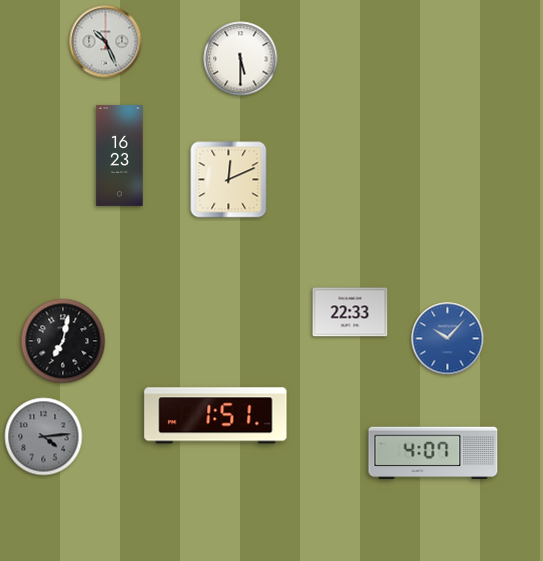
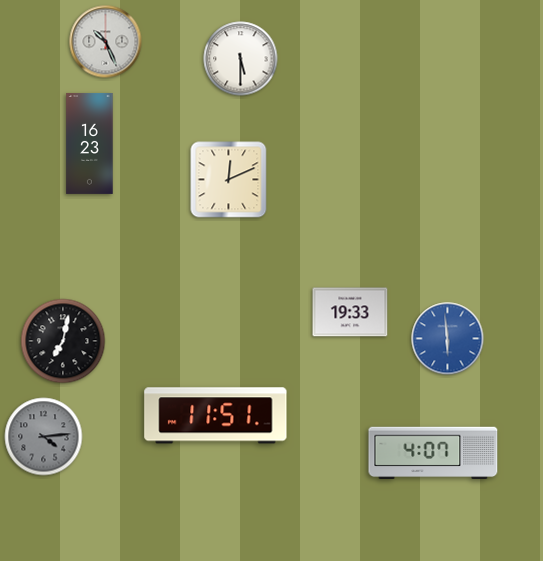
clock at (120, 155) position: (120, 155) -> (90, 143)
clock at (350, 312): 22:33 -> 19:33
clock at (448, 339): 10:07 -> 5:59
clock at (216, 416): 1:51 -> 11:51
